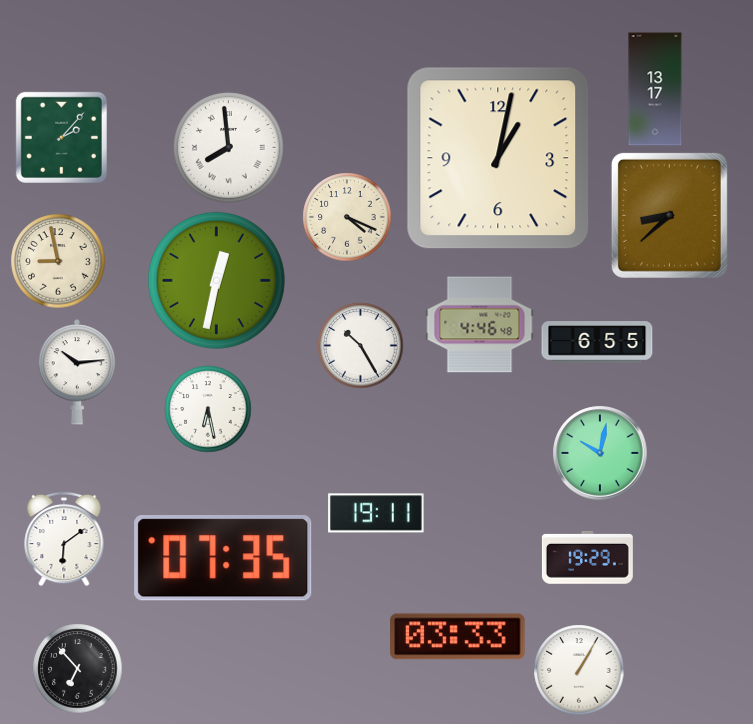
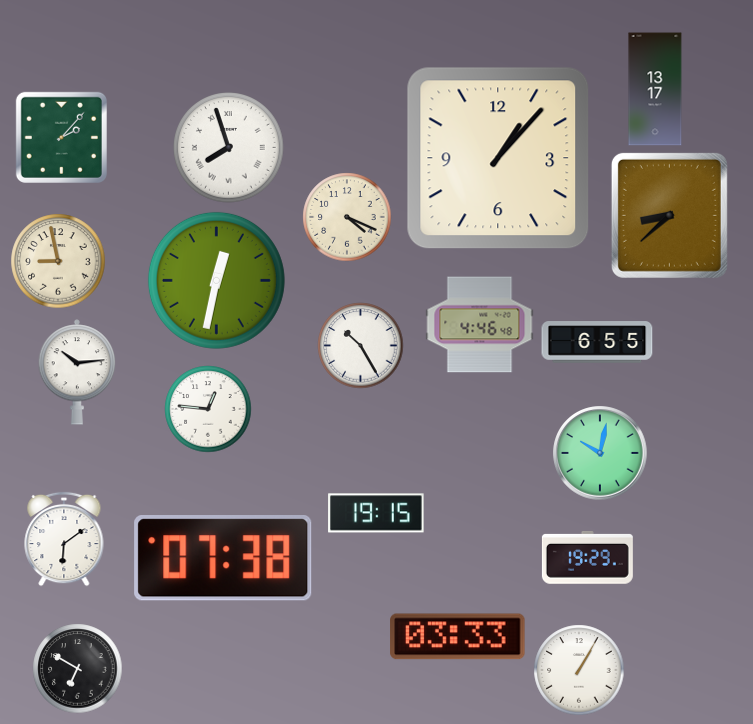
clock at (229, 148): 7:59 -> 7:57
clock at (498, 158): 1:02 -> 1:07
clock at (208, 409): 6:28 -> 12:46
clock at (376, 513): 19:11 -> 19:15
clock at (223, 559): 07:35 -> 07:38
clock at (78, 669): 6:53 -> 6:50
